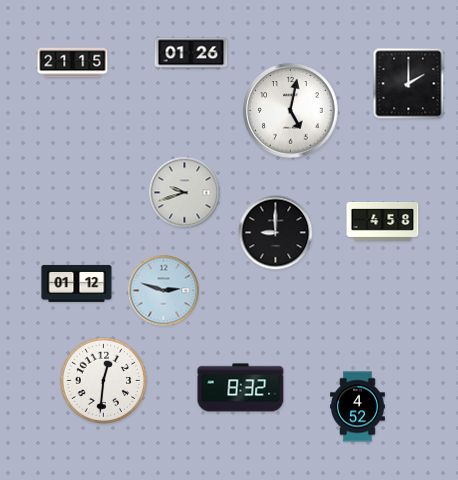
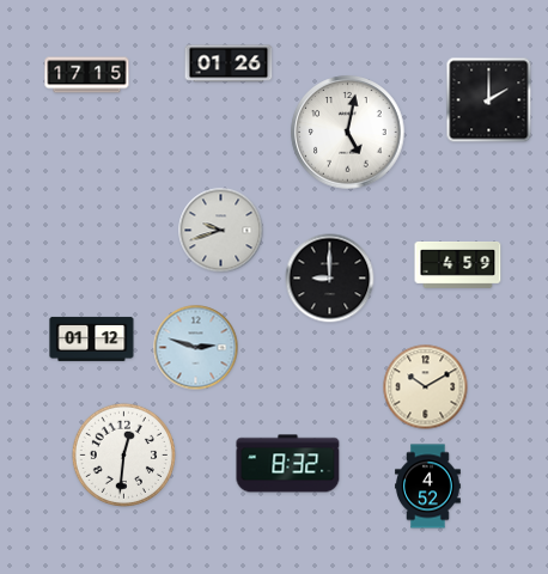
clock at (73, 63): 21:15 -> 17:15
clock at (383, 222): 4:58 -> 4:59
clock at (426, 387): none -> 10:10
